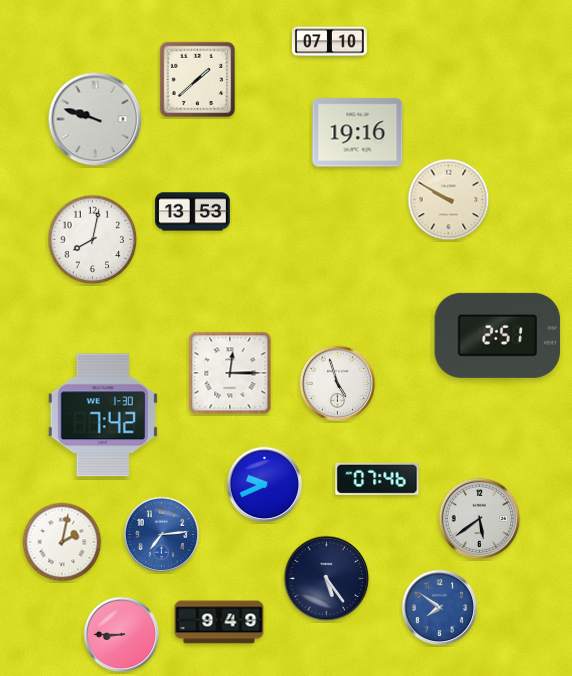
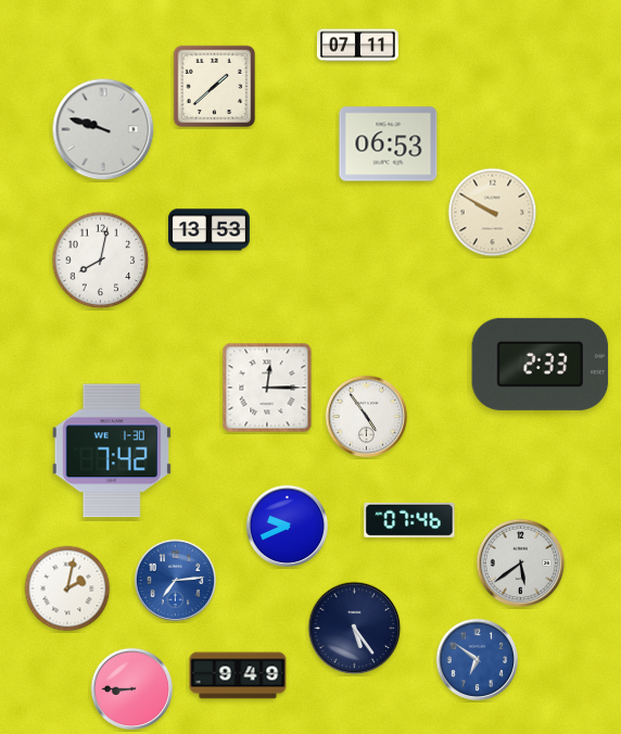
clock at (329, 42): 07:10 -> 07:11
clock at (358, 133): 19:16 -> 06:53
clock at (449, 200) position: (449, 200) -> (493, 213)
clock at (498, 335): 2:51 -> 2:33
clock at (230, 373) position: (230, 373) -> (267, 388)
clock at (338, 384): 4:57 -> 4:54
clock at (440, 608): 7:51 -> 6:51
